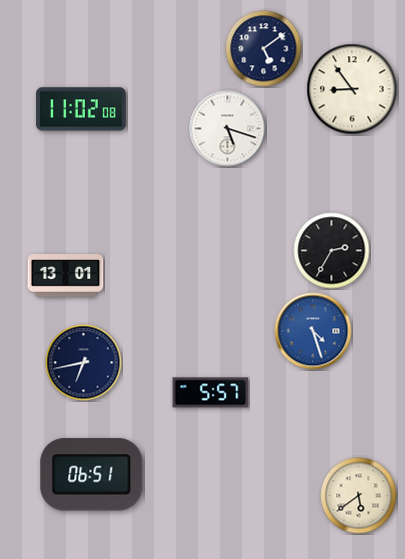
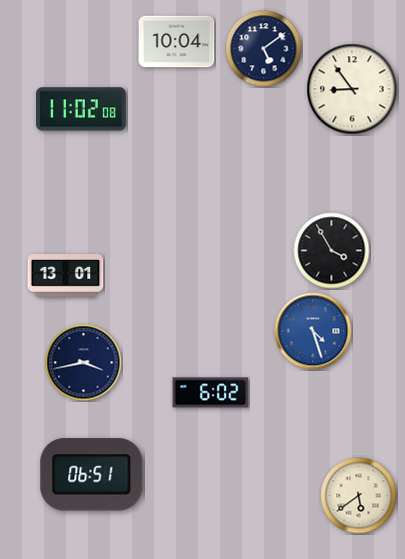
clock at (177, 42): none -> 10:04
clock at (228, 129): 5:18 -> none
clock at (332, 251): 2:35 -> 3:55
clock at (84, 363): 6:43 -> 3:43
clock at (211, 393): 5:57 -> 6:02
